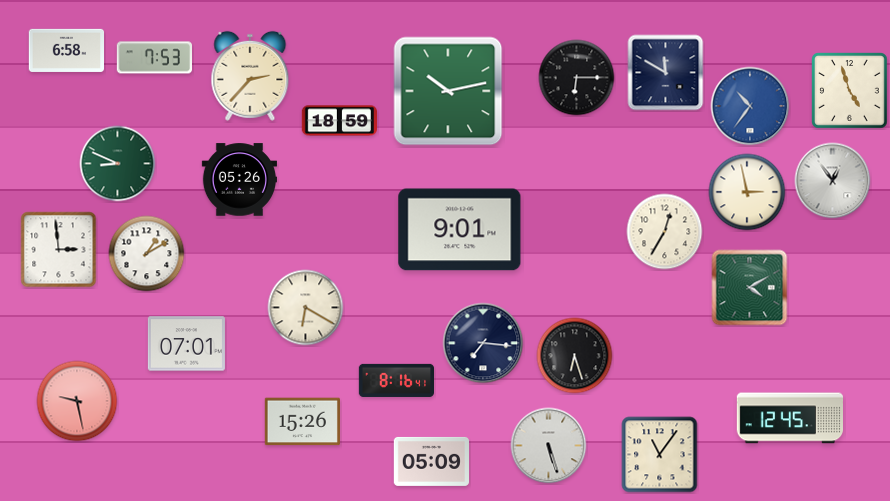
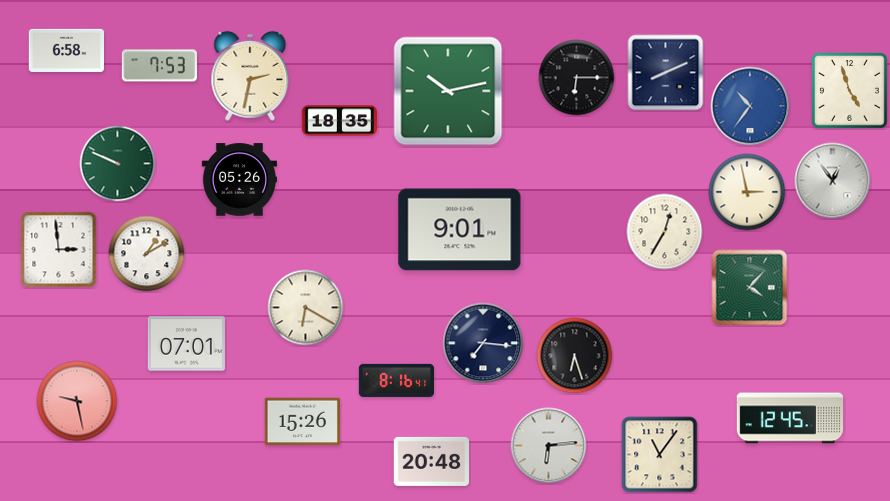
clock at (154, 58) position: (154, 58) -> (159, 66)
clock at (666, 73): 11:50 -> 8:11
clock at (250, 76): 2:37 -> 2:32
clock at (339, 121): 18:59 -> 18:35
clock at (118, 164): 8:49 -> 9:49
clock at (750, 288): 4:10 -> 4:07
clock at (549, 446): 5:27 -> 6:14
clock at (431, 461): 05:09 -> 20:48
